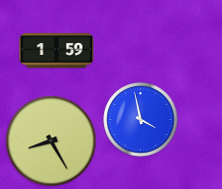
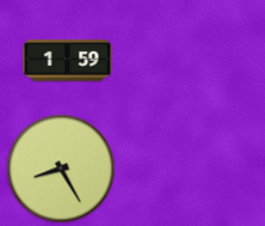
clock at (141, 120): 3:58 -> none
